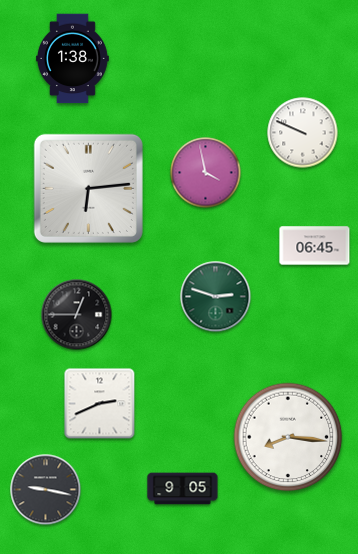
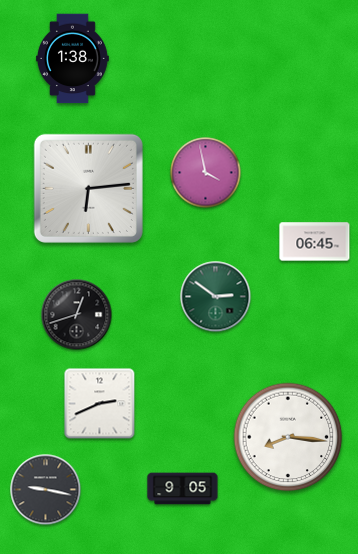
clock at (303, 133): 9:49 -> none
clock at (315, 246) position: (315, 246) -> (315, 242)
clock at (216, 297): 2:48 -> 2:51
clock at (77, 315): 12:45 -> 12:42
